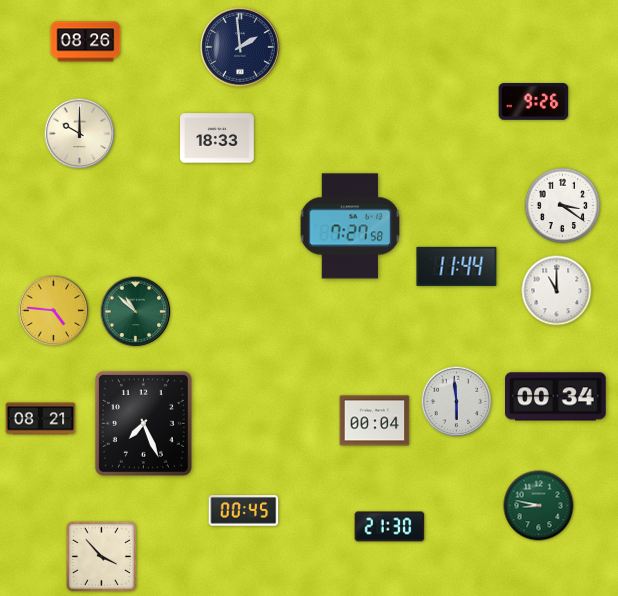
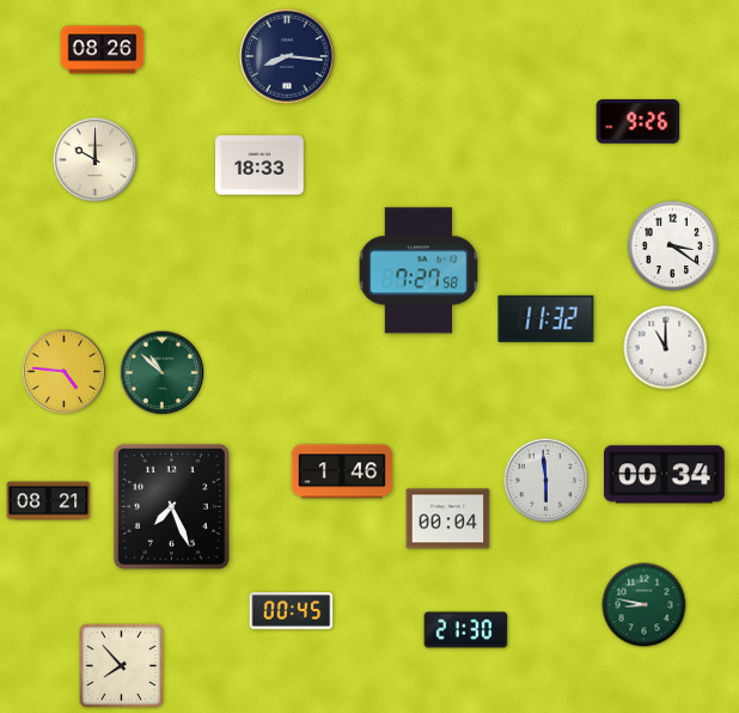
clock at (240, 47): 1:59 -> 8:16
clock at (457, 266): 11:44 -> 11:32
clock at (342, 471): none -> 1:46
clock at (375, 421) position: (375, 421) -> (448, 519)
clock at (101, 556): 3:53 -> 7:53
